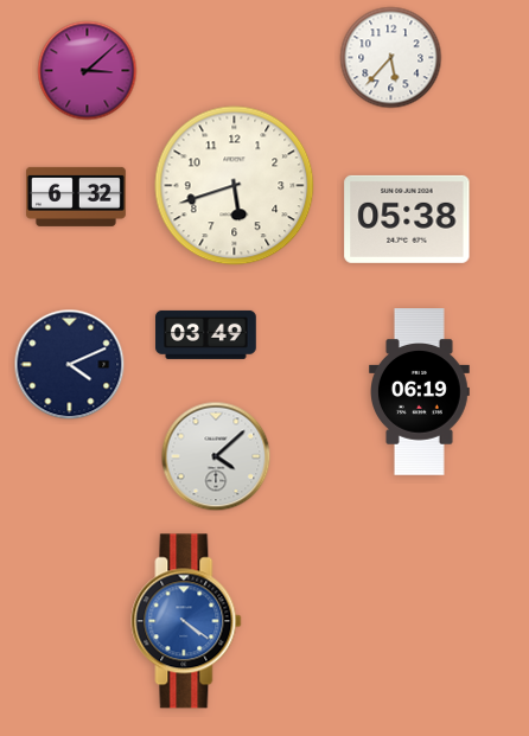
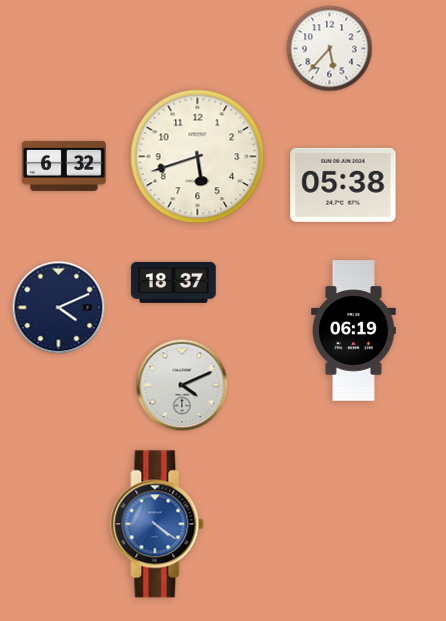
clock at (88, 71): 3:08 -> none
clock at (206, 334): 03:49 -> 18:37
clock at (216, 456): 4:08 -> 4:11
